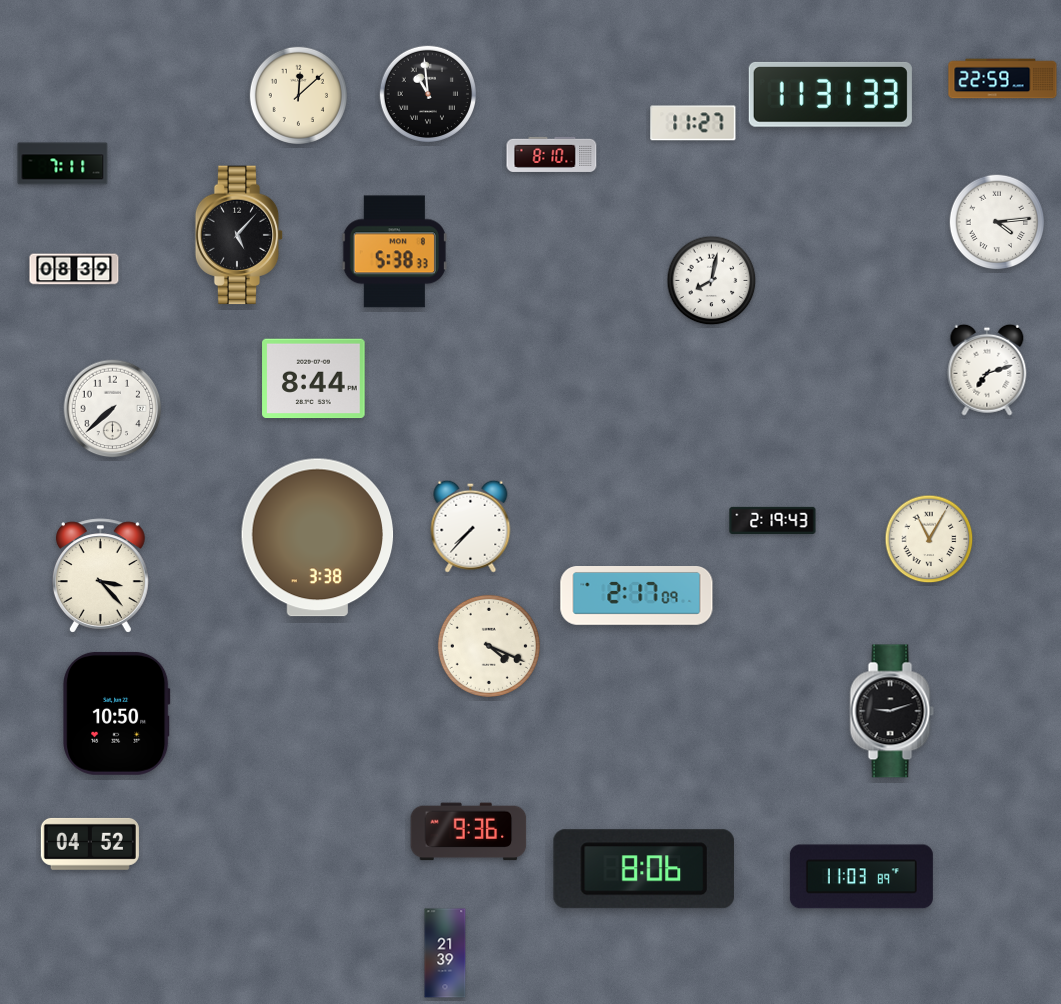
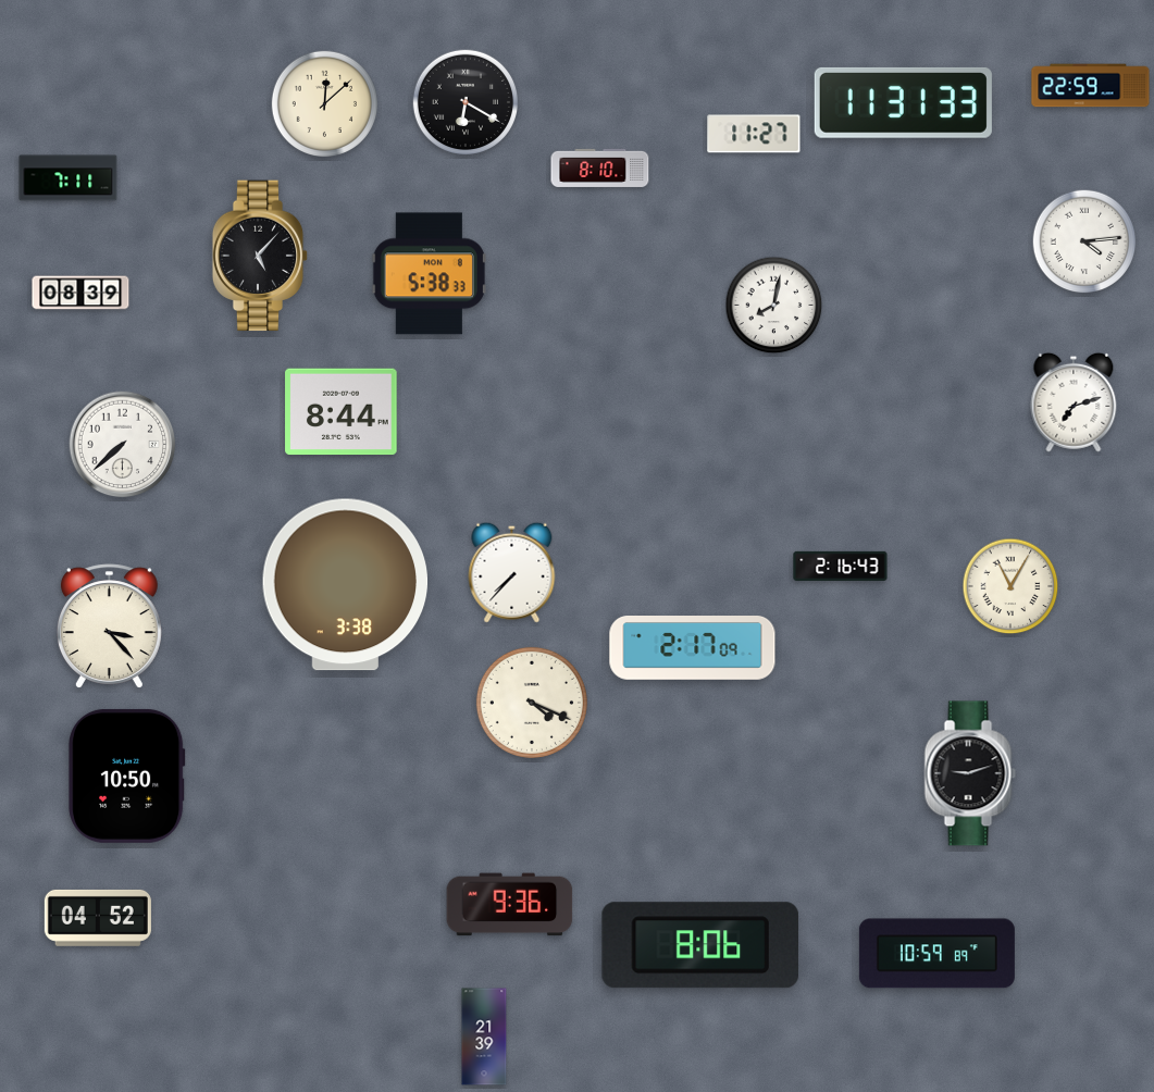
clock at (427, 93): 10:59 -> 6:20
clock at (773, 520): 2:19 -> 2:16
clock at (861, 877): 11:03 -> 10:59
